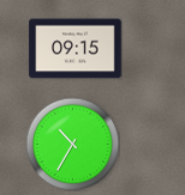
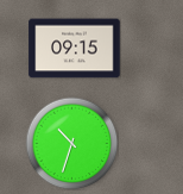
clock at (72, 144): 10:35 -> 10:33
